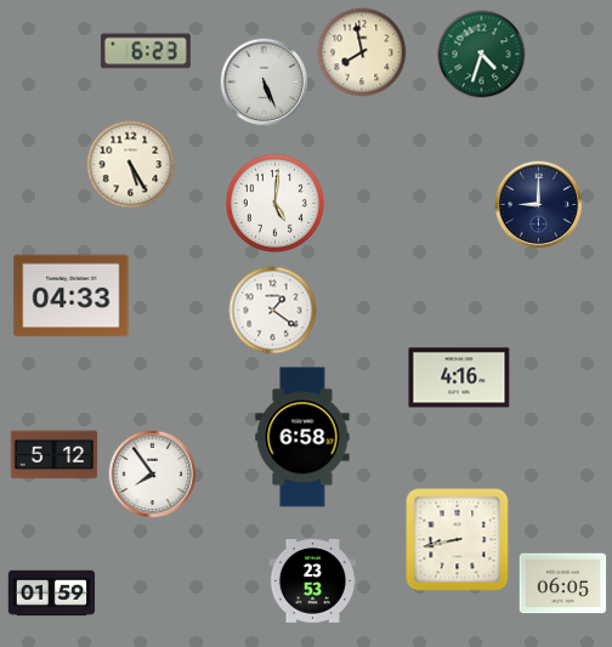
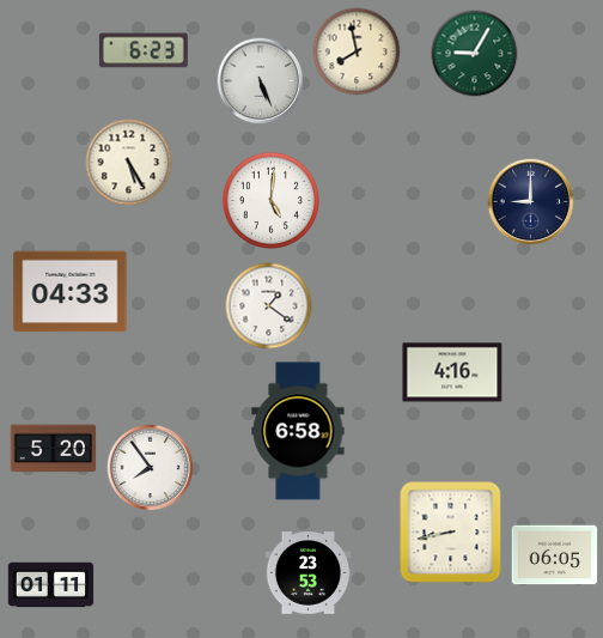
clock at (482, 55): 4:33 -> 9:05
clock at (55, 455): 5:12 -> 5:20
clock at (563, 584) position: (563, 584) -> (555, 555)
clock at (52, 594): 01:59 -> 01:11
